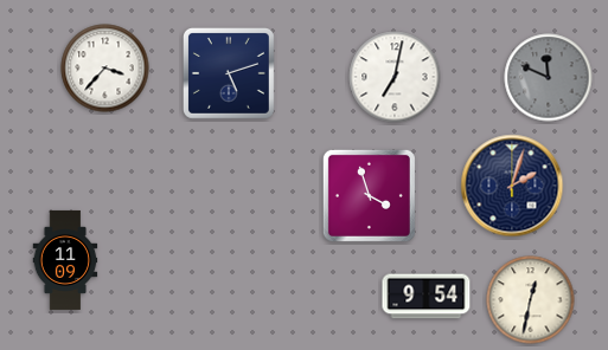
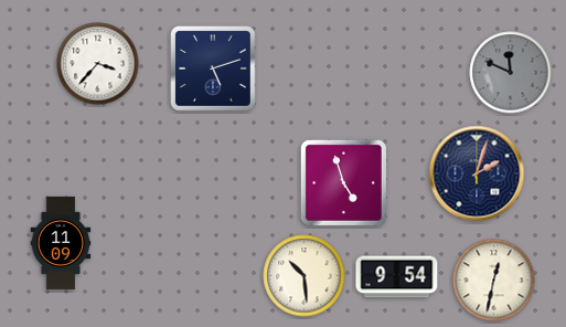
clock at (395, 77): 7:02 -> none
clock at (369, 195): 3:57 -> 4:57
clock at (305, 276): none -> 10:29
